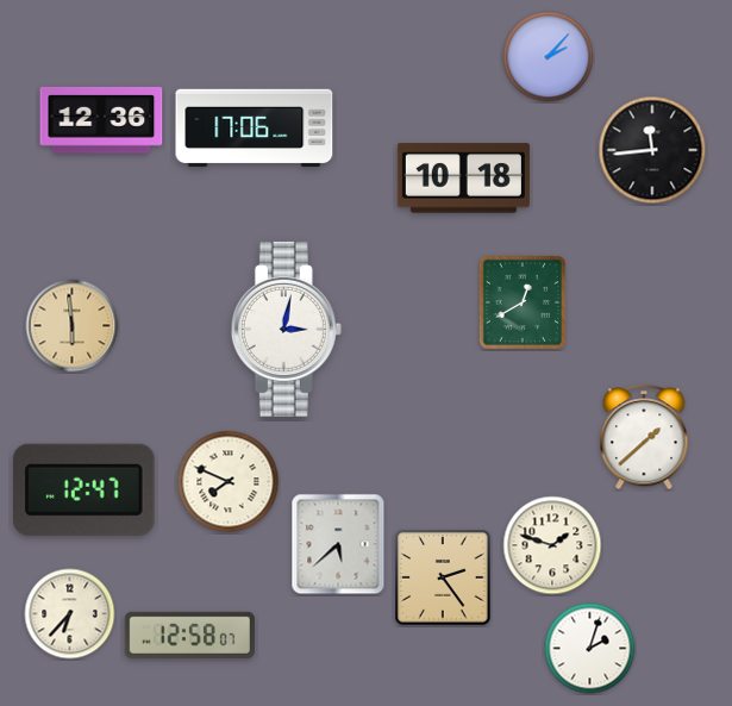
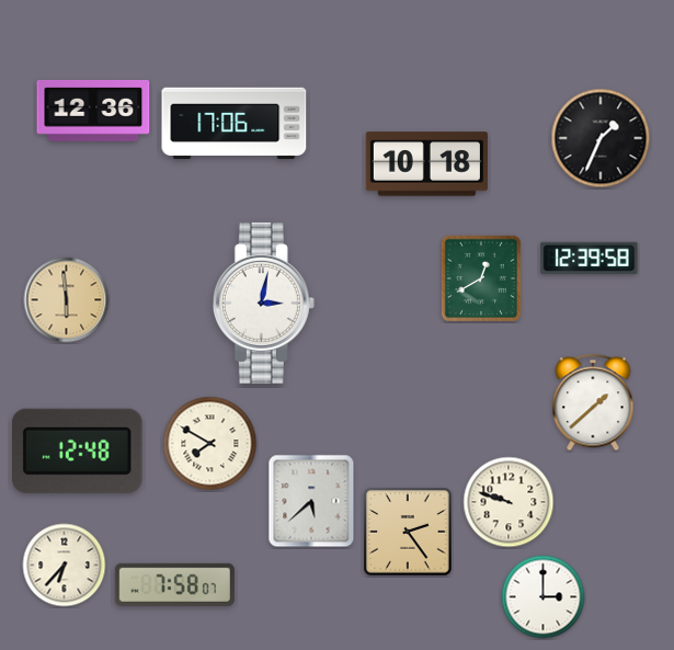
clock at (549, 57): 2:07 -> none
clock at (255, 129) position: (255, 129) -> (235, 124)
clock at (652, 150): 11:44 -> 1:34
clock at (590, 258): none -> 12:39
clock at (229, 482): 7:49 -> 7:50
clock at (85, 489): 12:47 -> 12:48
clock at (552, 545): 1:48 -> 9:48
clock at (189, 635): 12:58 -> 7:58
clock at (590, 649): 2:03 -> 3:00
